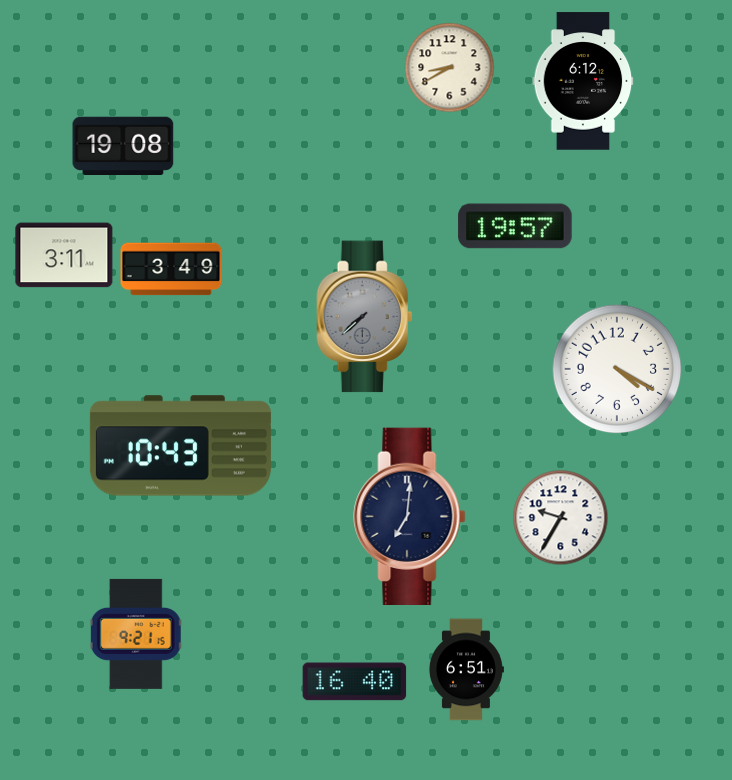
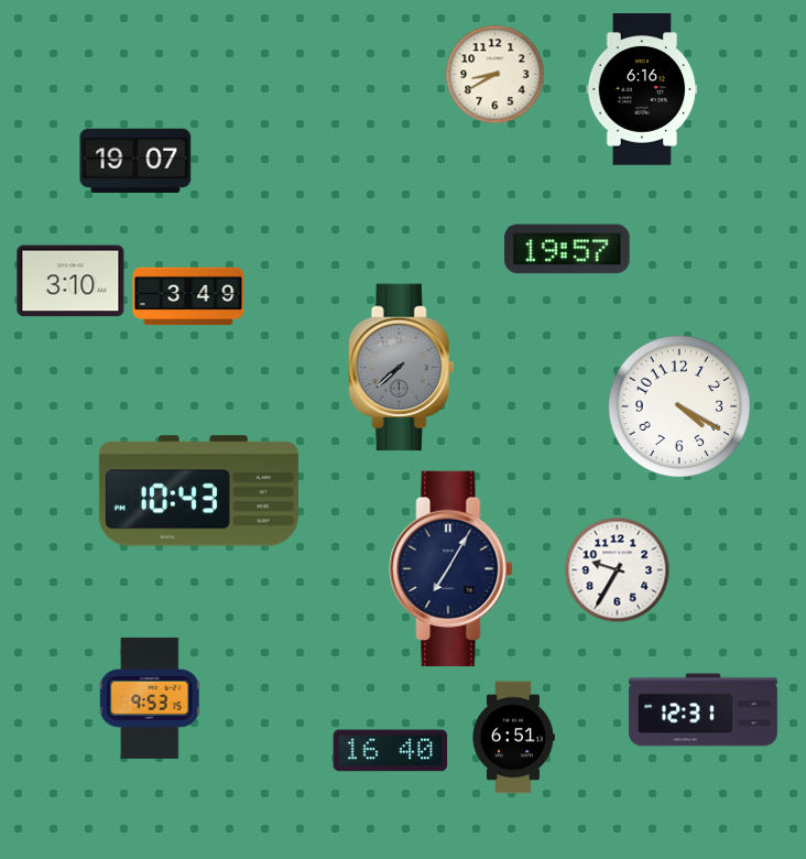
clock at (583, 81): 6:12 -> 6:16
clock at (123, 145): 19:08 -> 19:07
clock at (64, 255): 3:11 -> 3:10
clock at (365, 317) position: (365, 317) -> (402, 368)
clock at (410, 516): 7:01 -> 7:05
clock at (136, 634): 9:21 -> 9:53
clock at (704, 710): none -> 12:31
